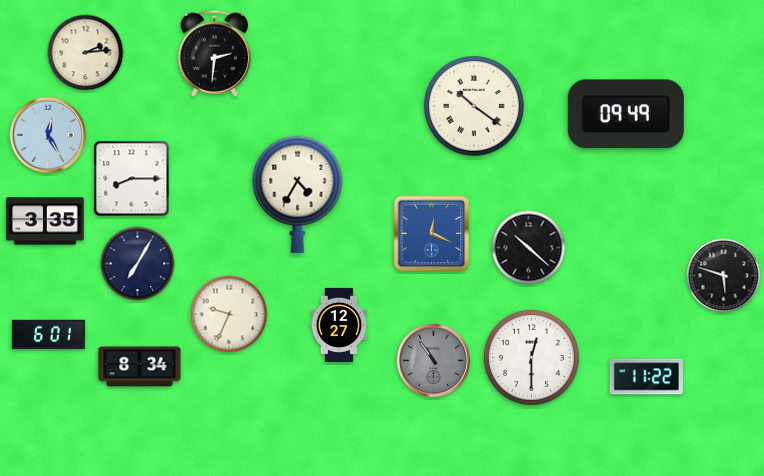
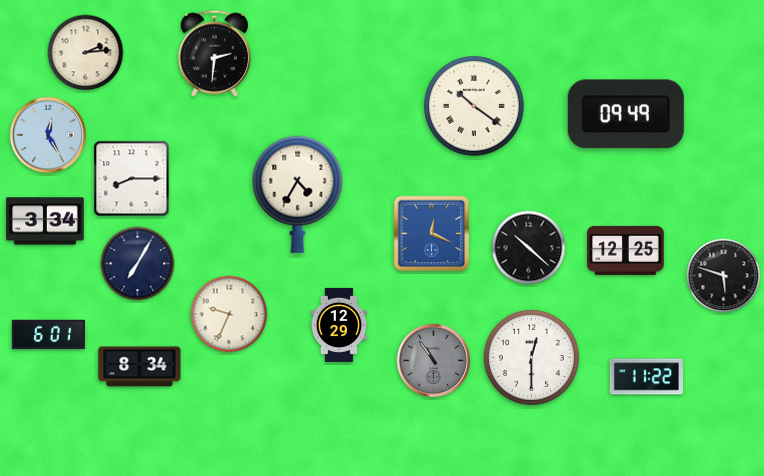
clock at (45, 221): 3:35 -> 3:34
clock at (626, 250): none -> 12:25
clock at (339, 325): 12:27 -> 12:29
